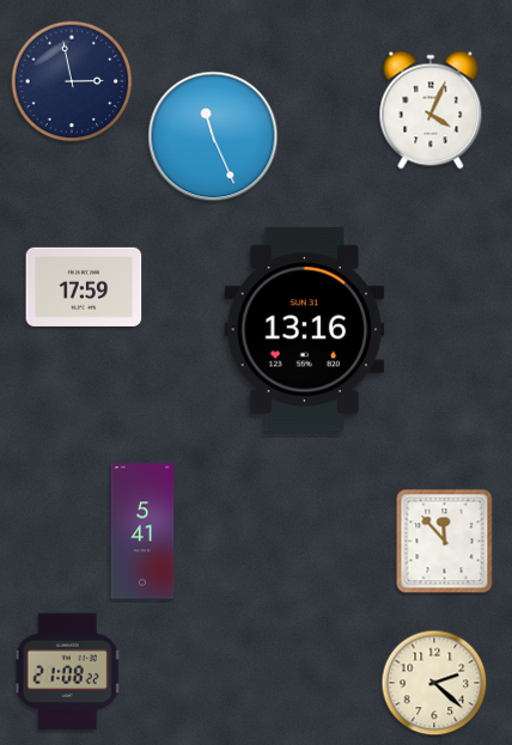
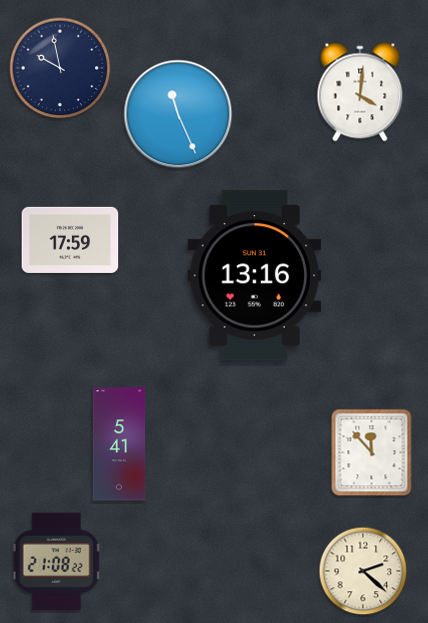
clock at (72, 81): 2:58 -> 9:58
clock at (431, 110): 4:04 -> 4:01
